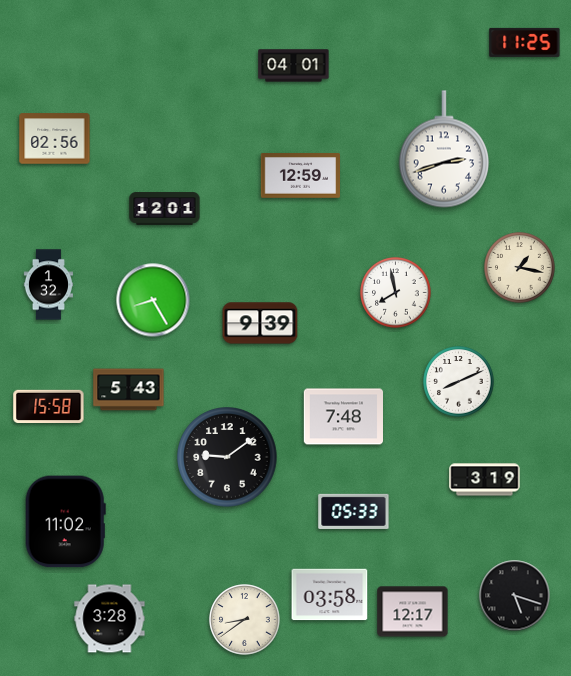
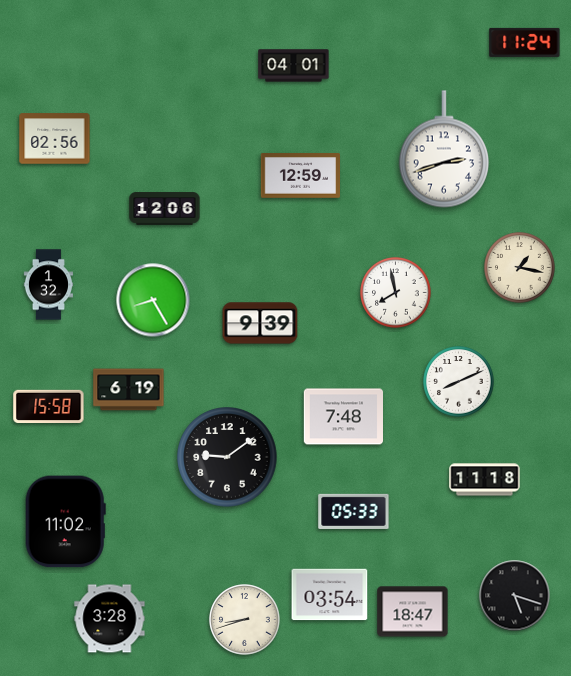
clock at (525, 42): 11:25 -> 11:24
clock at (165, 209): 12:01 -> 12:06
clock at (129, 390): 5:43 -> 6:19
clock at (485, 480): 3:19 -> 11:18
clock at (330, 595): 03:58 -> 03:54
clock at (413, 612): 12:17 -> 18:47
clock at (245, 620): 8:39 -> 8:42
